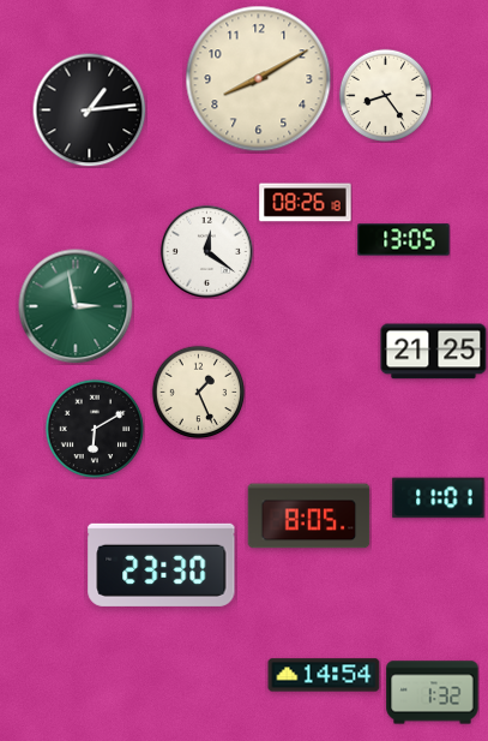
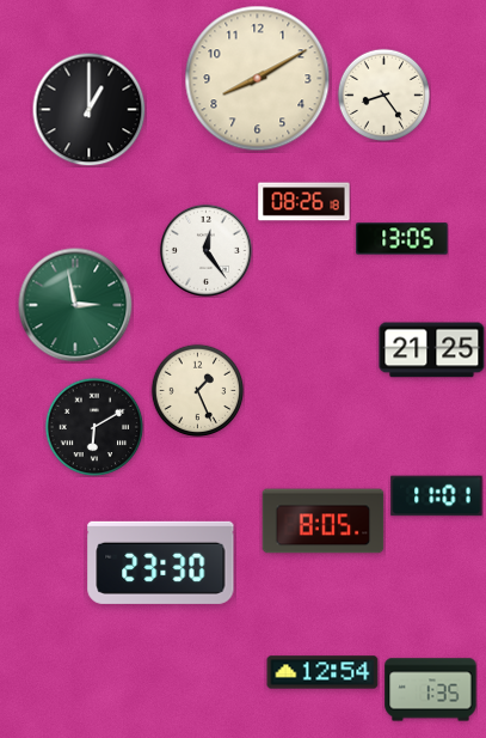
clock at (89, 109): 1:14 -> 1:00
clock at (206, 251): 12:21 -> 12:24
clock at (309, 516) position: (309, 516) -> (324, 522)
clock at (324, 675): 14:54 -> 12:54
clock at (433, 693): 1:32 -> 1:35
